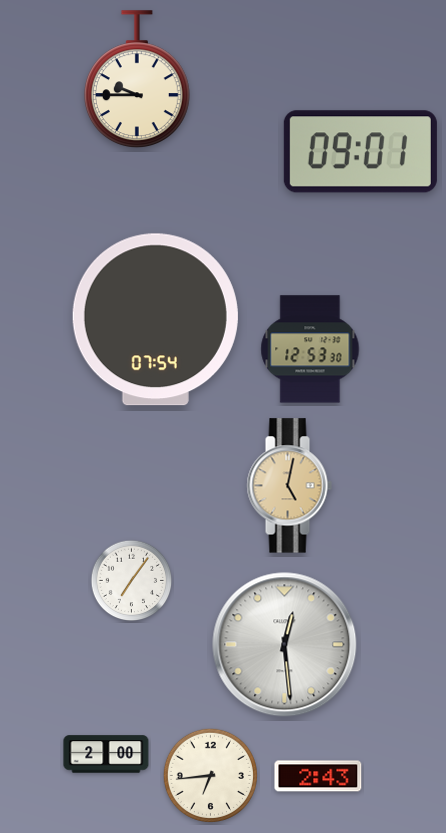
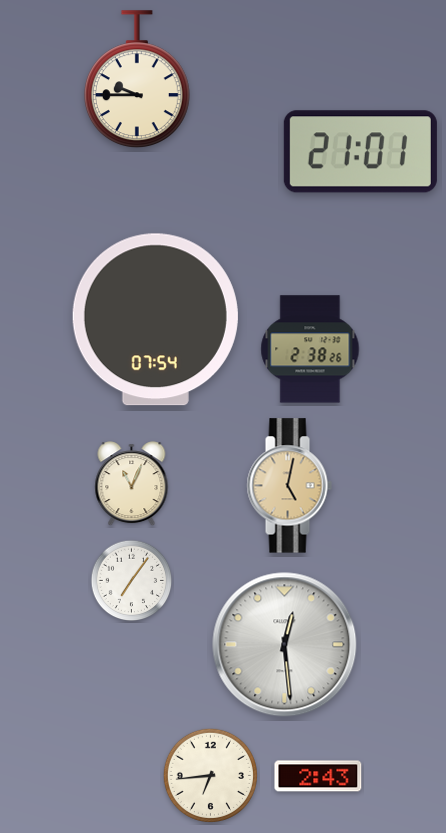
clock at (360, 152): 09:01 -> 21:01
clock at (310, 349): 12:53 -> 2:38
clock at (132, 484): none -> 11:04
clock at (106, 754): 2:00 -> none
